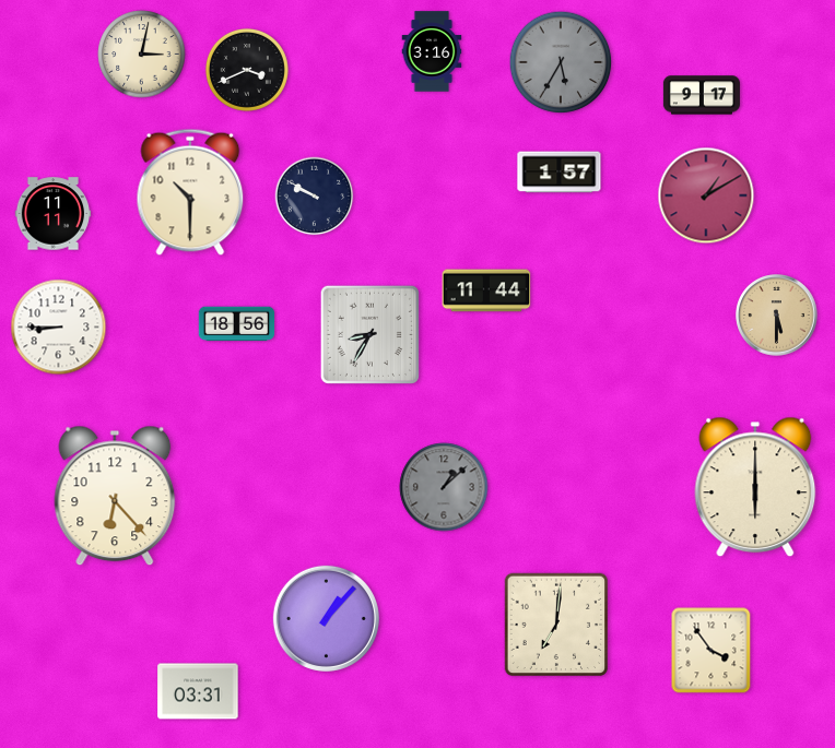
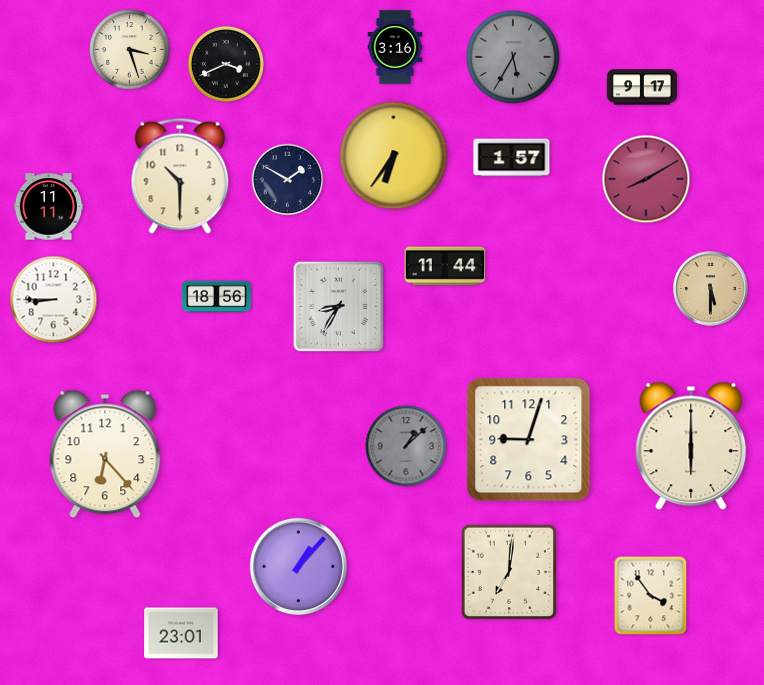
clock at (142, 55): 3:02 -> 3:27
clock at (394, 156): none -> 6:36
clock at (190, 192) position: (190, 192) -> (180, 176)
clock at (706, 195): 1:10 -> 8:10
clock at (315, 197): 9:50 -> 1:50
clock at (54, 214) position: (54, 214) -> (49, 207)
clock at (529, 440): none -> 9:03
clock at (198, 691): 03:31 -> 23:01
